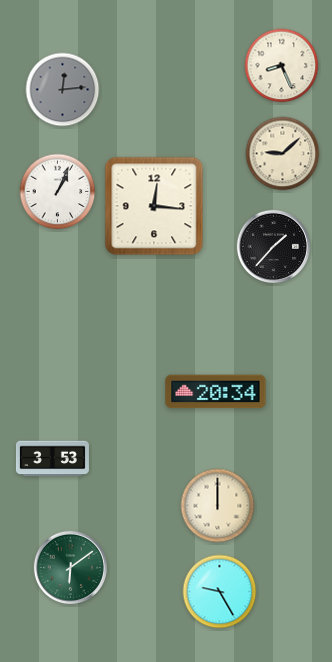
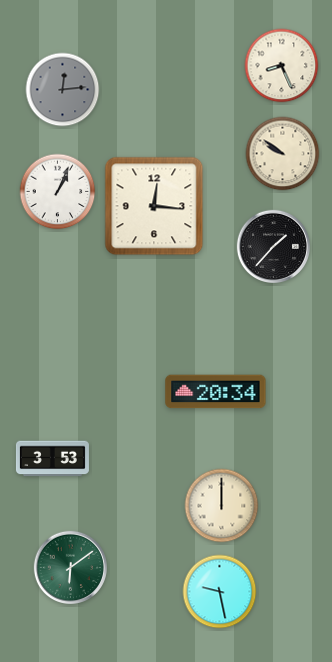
clock at (283, 154): 9:08 -> 9:51
clock at (218, 506) position: (218, 506) -> (222, 506)
clock at (220, 592): 9:25 -> 9:28
